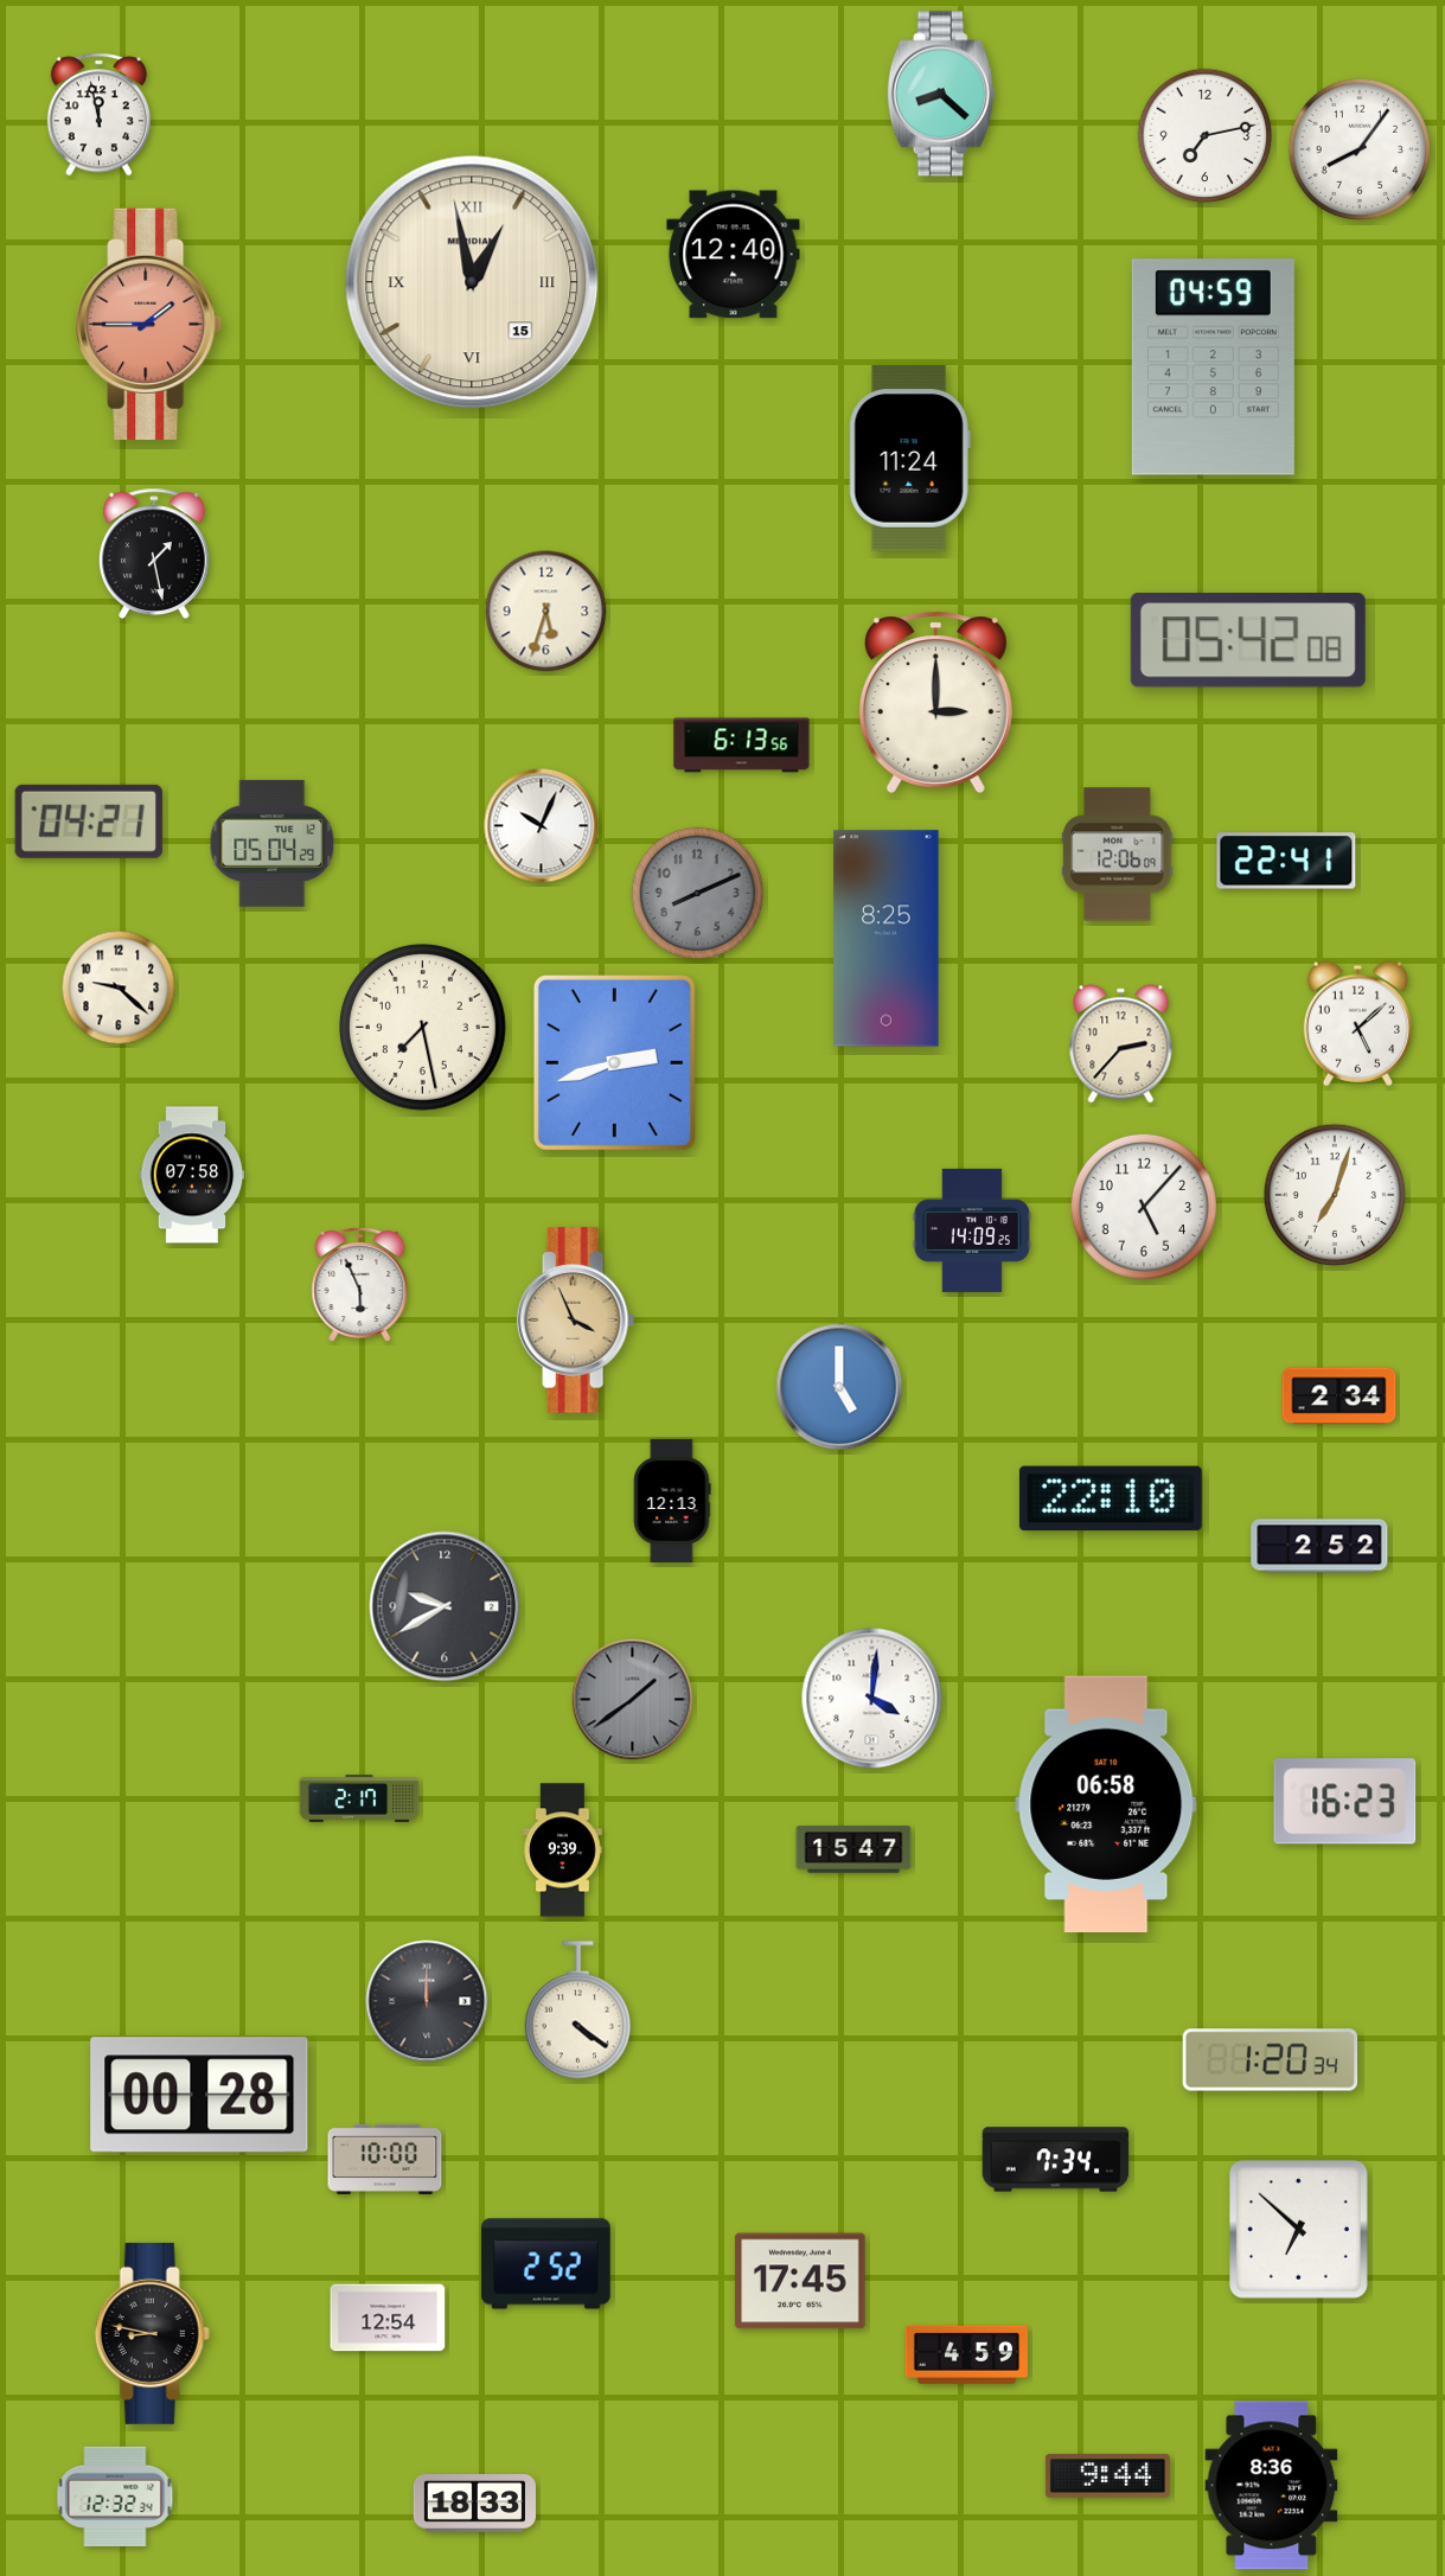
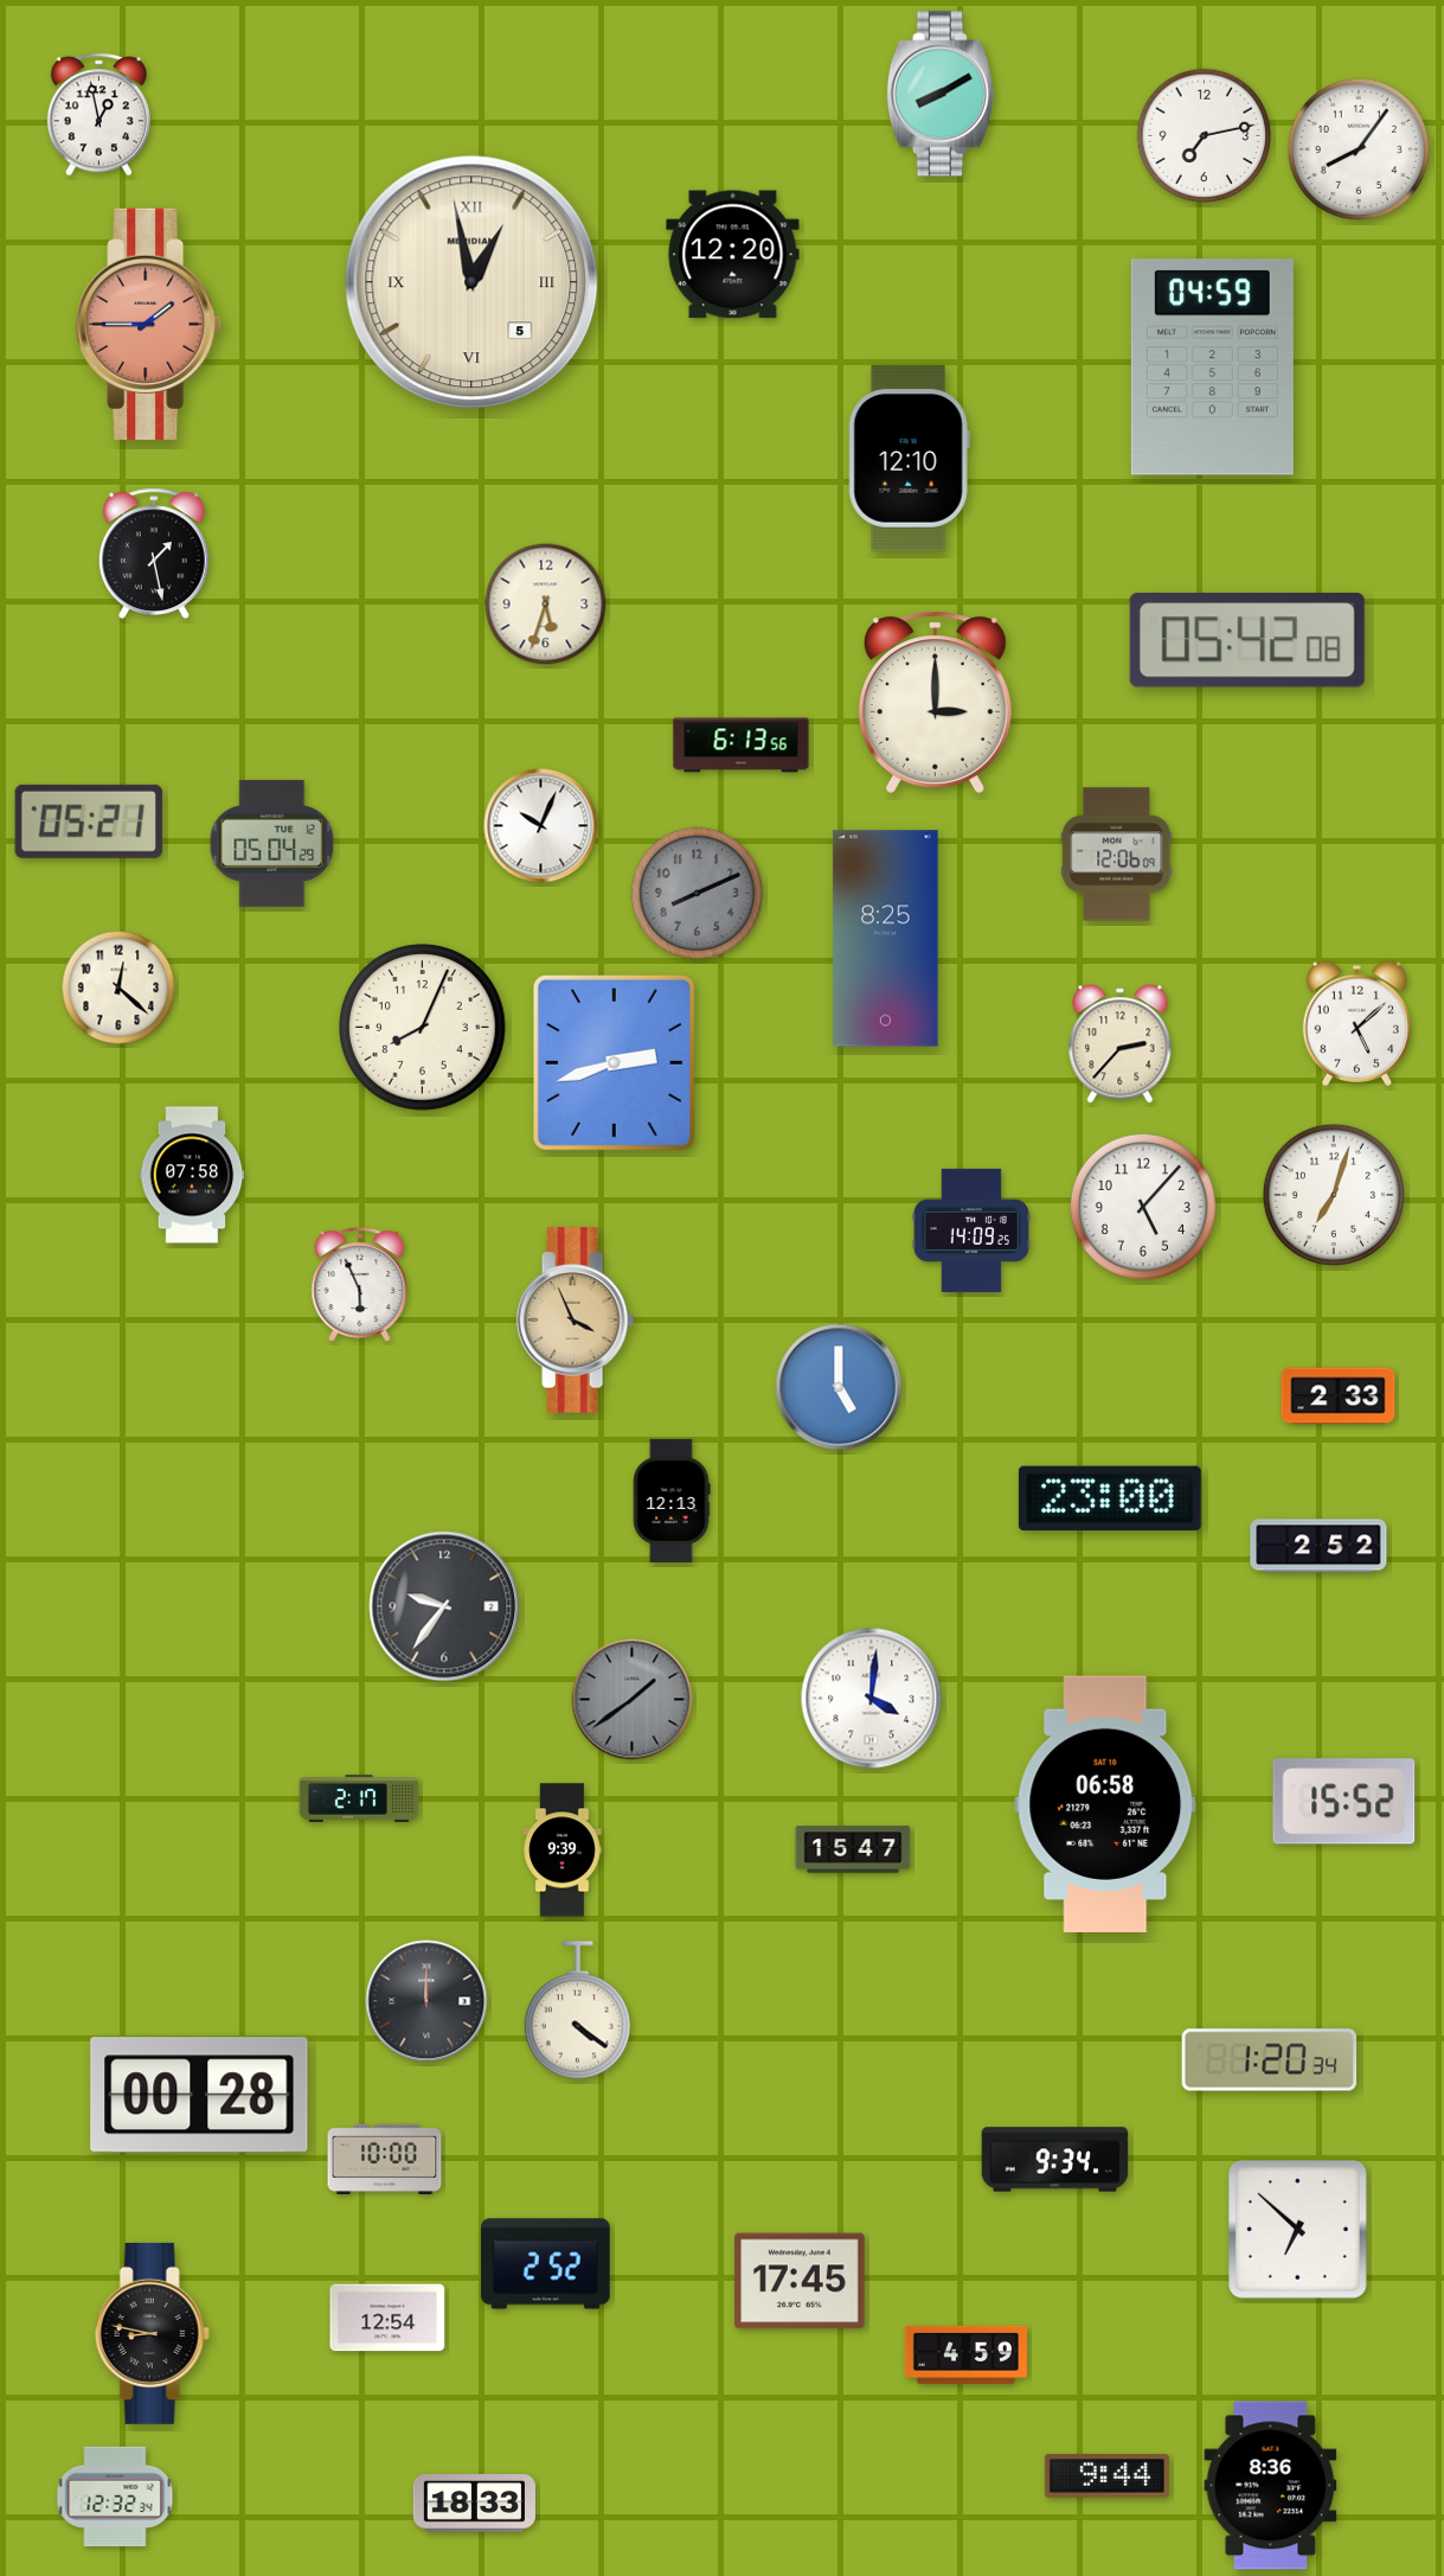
clock at (941, 94): 8:22 -> 8:10
clock at (98, 115): 11:58 -> 12:58
clock at (734, 255): 12:40 -> 12:20
clock at (472, 282) date: 15 -> 5
clock at (909, 459): 11:24 -> 12:10
clock at (546, 612) position: (546, 612) -> (546, 605)
clock at (89, 822): 04:21 -> 05:21
clock at (1286, 861): 22:41 -> none
clock at (119, 987): 9:22 -> 12:22
clock at (423, 1028): 7:28 -> 8:04
clock at (1339, 1396): 2:34 -> 2:33
clock at (1111, 1498): 22:10 -> 23:00
clock at (445, 1606): 9:40 -> 9:36
clock at (1345, 1802): 16:23 -> 15:52
clock at (1056, 2160): 7:34 -> 9:34
